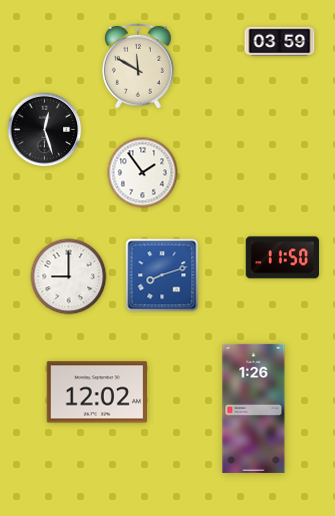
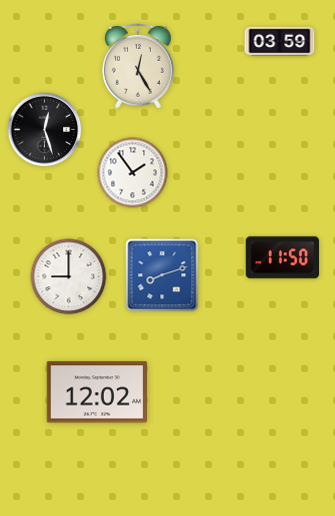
clock at (139, 66): 11:50 -> 12:25
clock at (143, 173) position: (143, 173) -> (133, 173)
clock at (254, 408): 1:26 -> none
